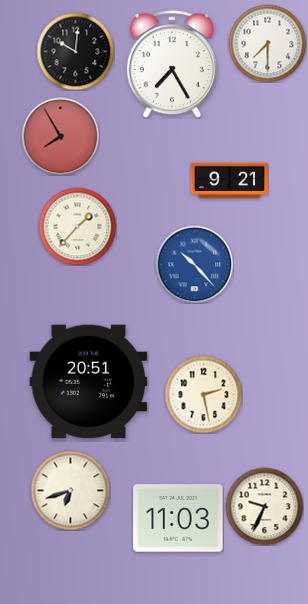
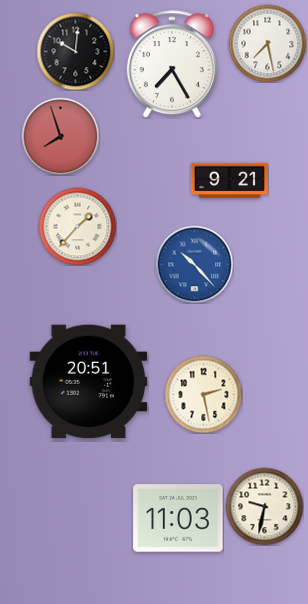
clock at (267, 43): 7:30 -> 7:28
clock at (60, 136): 7:55 -> 7:57
clock at (70, 490): 6:42 -> none
clock at (264, 506): 9:34 -> 9:32
